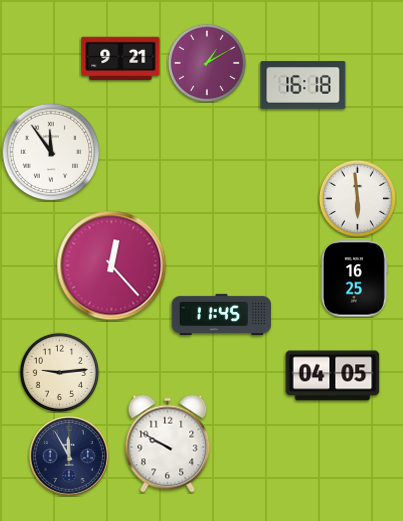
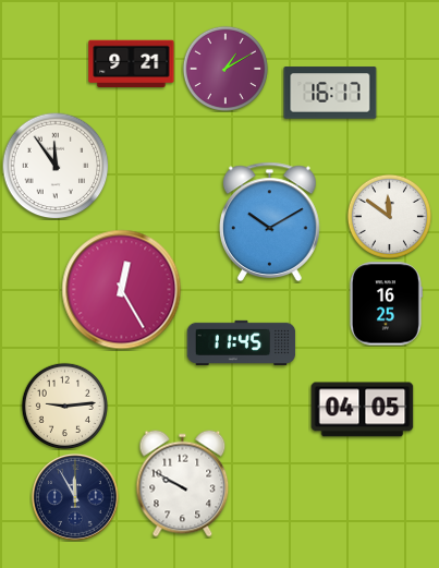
clock at (303, 85): 16:18 -> 16:17
clock at (357, 198): 5:59 -> 11:51
clock at (270, 221): none -> 10:10
clock at (112, 266): 12:23 -> 12:25
